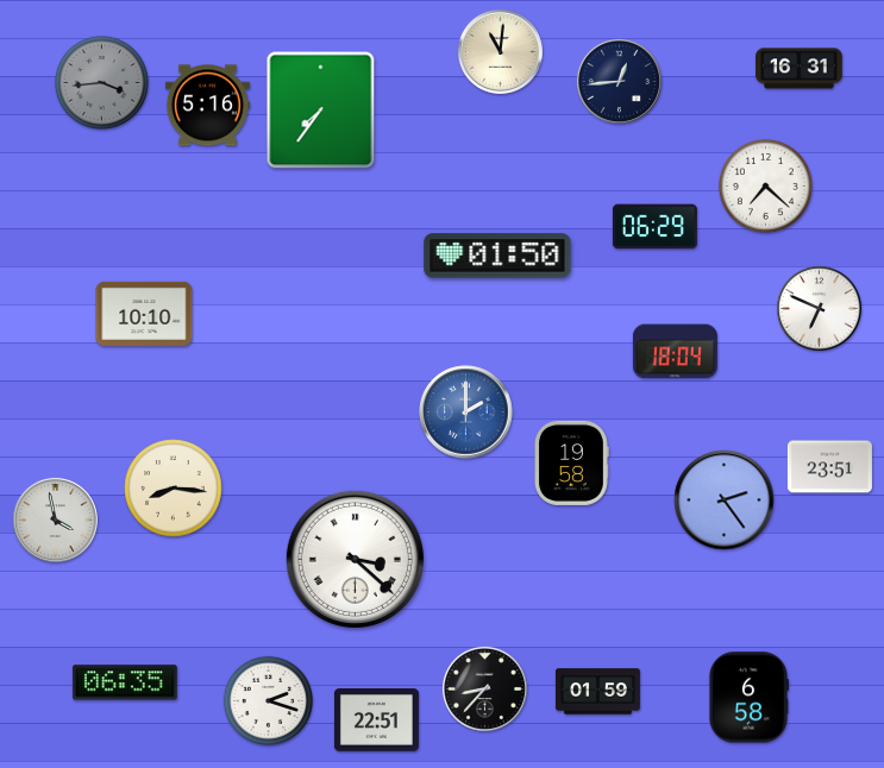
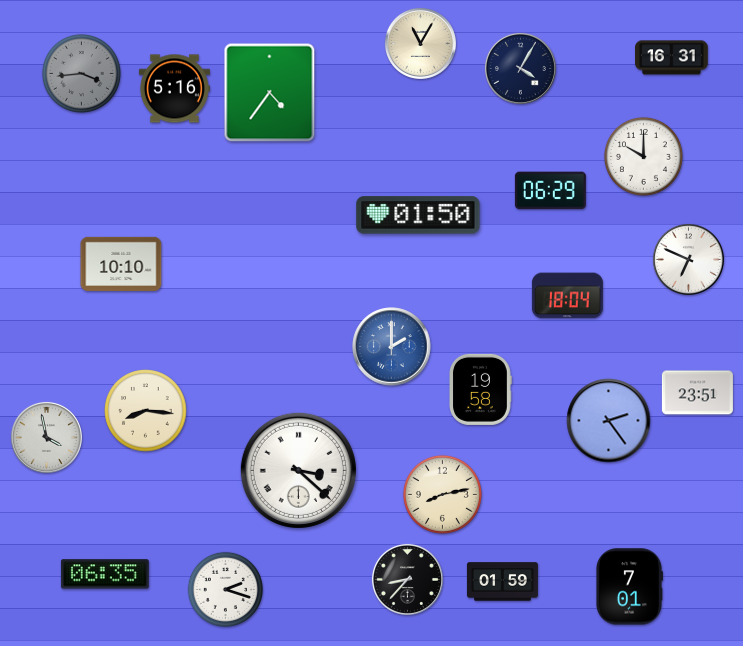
clock at (500, 51): 11:01 -> 11:05
clock at (619, 81): 12:44 -> 4:05
clock at (101, 82) position: (101, 82) -> (81, 73)
clock at (321, 111): 7:36 -> 4:36
clock at (765, 185): 7:22 -> 10:00
clock at (442, 494): none -> 8:13
clock at (748, 698): 6:58 -> 7:01
clock at (376, 720): 22:51 -> none
